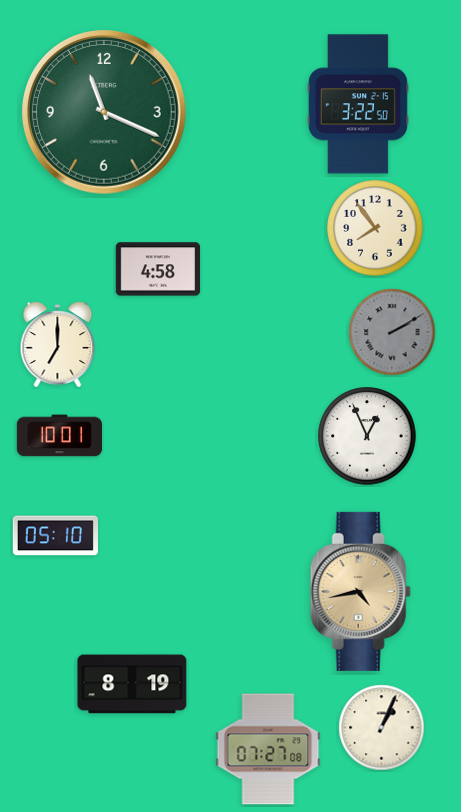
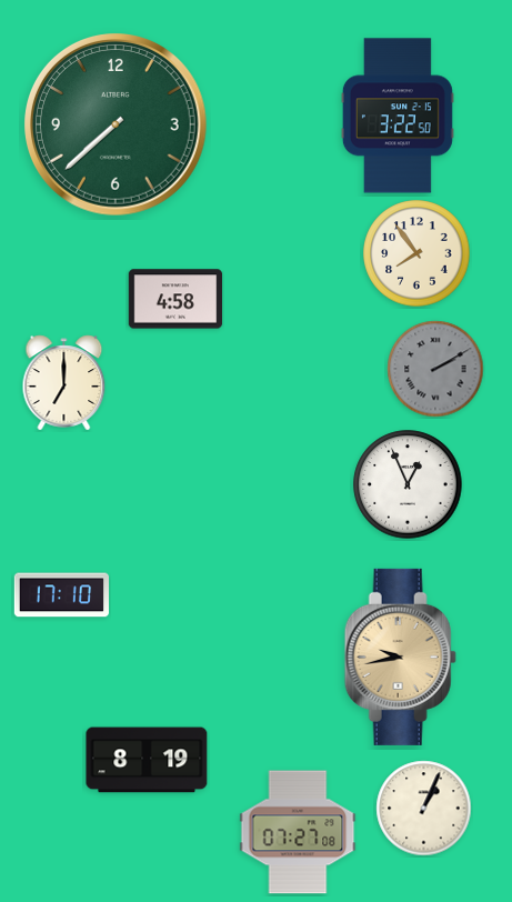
clock at (105, 113): 11:19 -> 7:38
clock at (59, 436): 10:01 -> none
clock at (55, 536): 05:10 -> 17:10
clock at (360, 591): 4:43 -> 9:43
